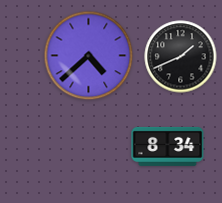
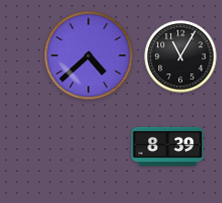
clock at (181, 57): 1:41 -> 11:05
clock at (168, 146): 8:34 -> 8:39
